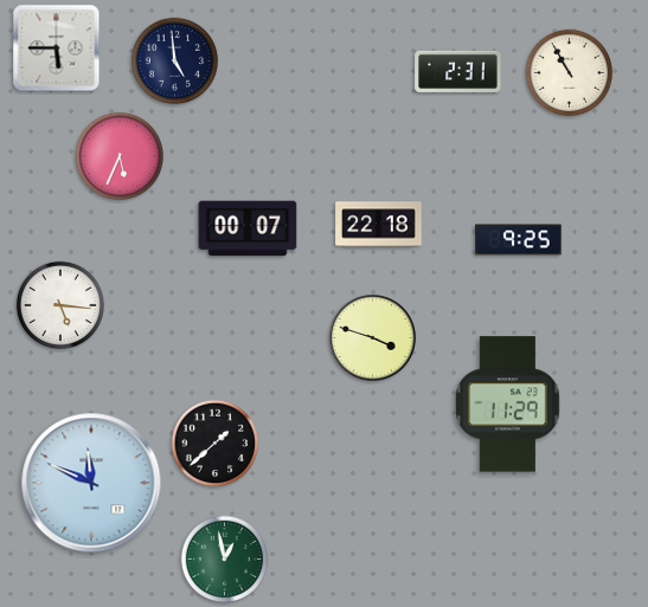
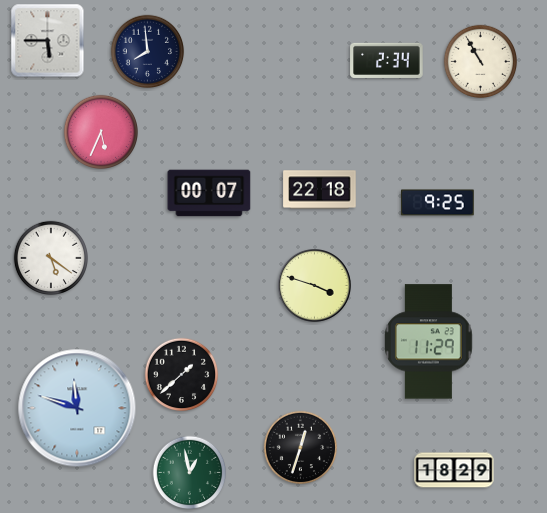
clock at (175, 62): 4:59 -> 7:59
clock at (458, 71): 2:31 -> 2:34
clock at (59, 305): 5:16 -> 5:21
clock at (91, 483): 11:49 -> 11:48
clock at (301, 448): none -> 12:33
clock at (454, 470): none -> 18:29
